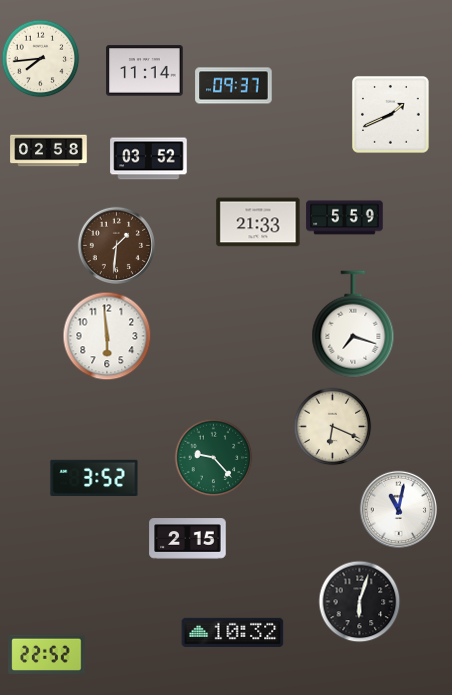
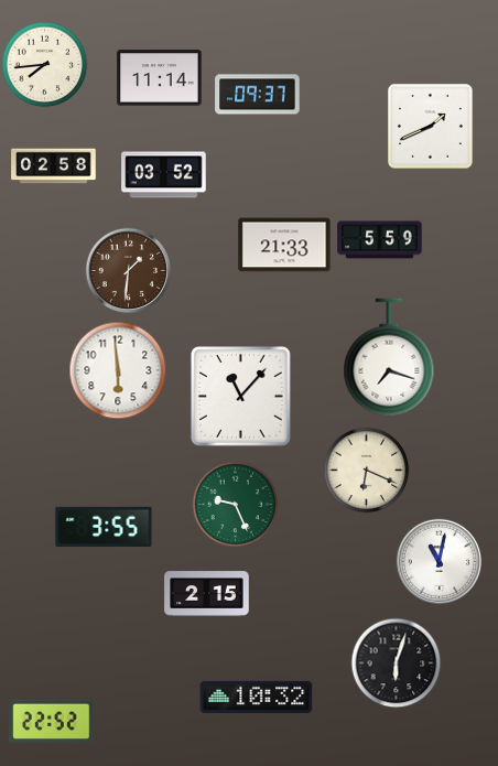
clock at (241, 397): none -> 11:07
clock at (213, 457): 9:23 -> 9:26
clock at (94, 478): 3:52 -> 3:55
